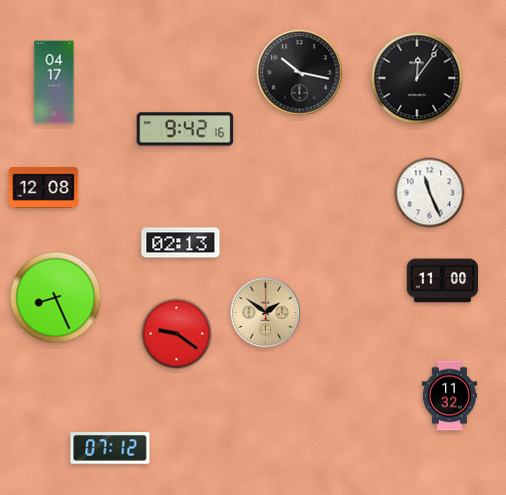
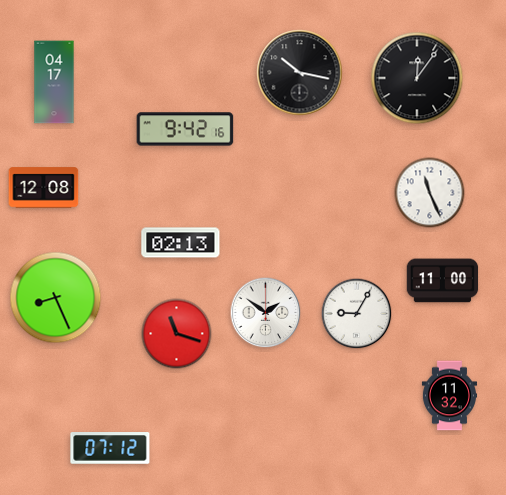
clock at (266, 313) dial: champagne -> white
clock at (357, 314): none -> 9:05
clock at (177, 334): 9:21 -> 11:18
